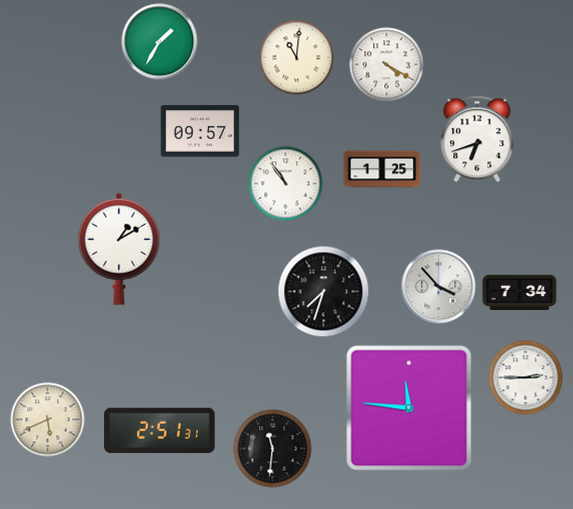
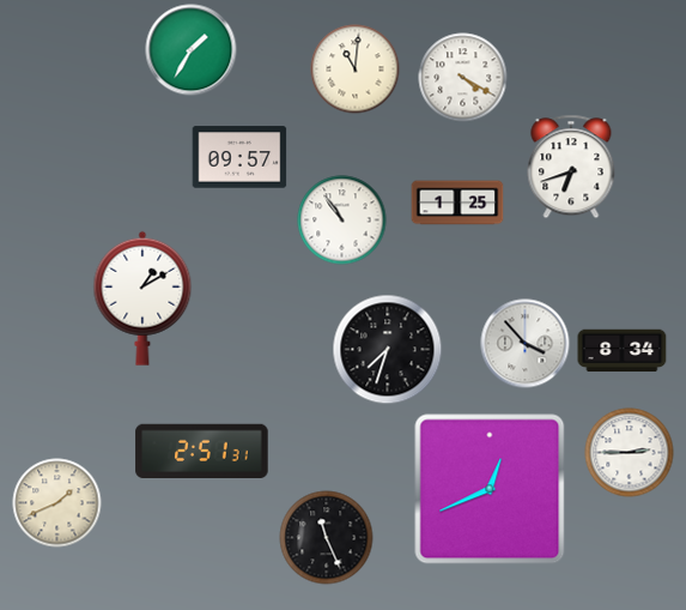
clock at (520, 293): 7:34 -> 8:34
clock at (409, 408): 11:46 -> 12:41
clock at (48, 420): 5:41 -> 1:41
clock at (160, 430) position: (160, 430) -> (202, 451)
clock at (273, 449): 11:31 -> 11:26
